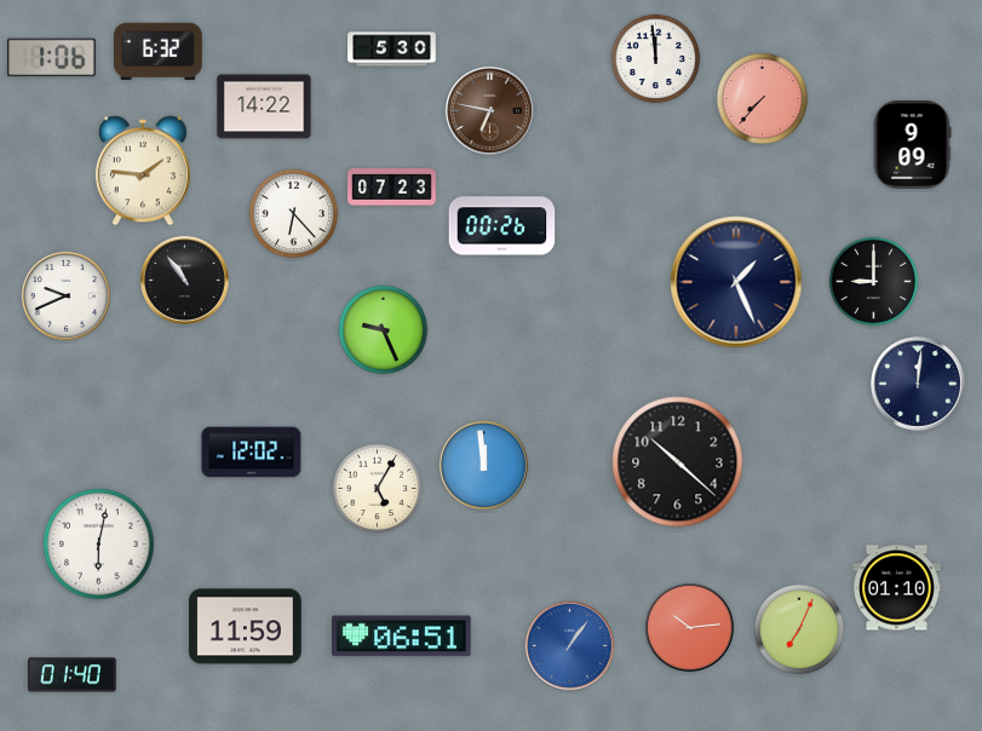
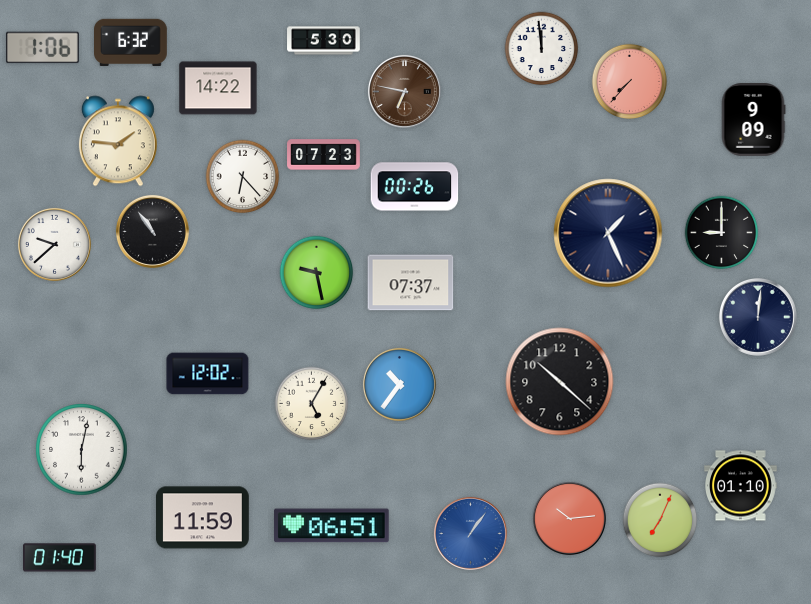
clock at (65, 295): 9:41 -> 9:38
clock at (384, 330): 9:26 -> 9:28
clock at (411, 283): none -> 07:37
clock at (483, 465): 11:59 -> 10:36
